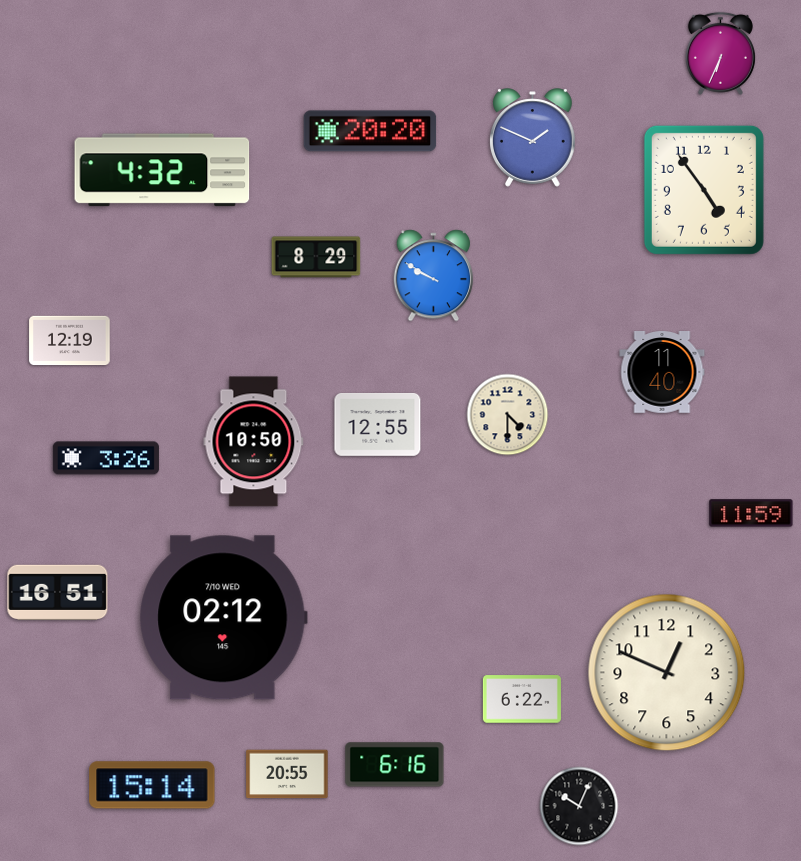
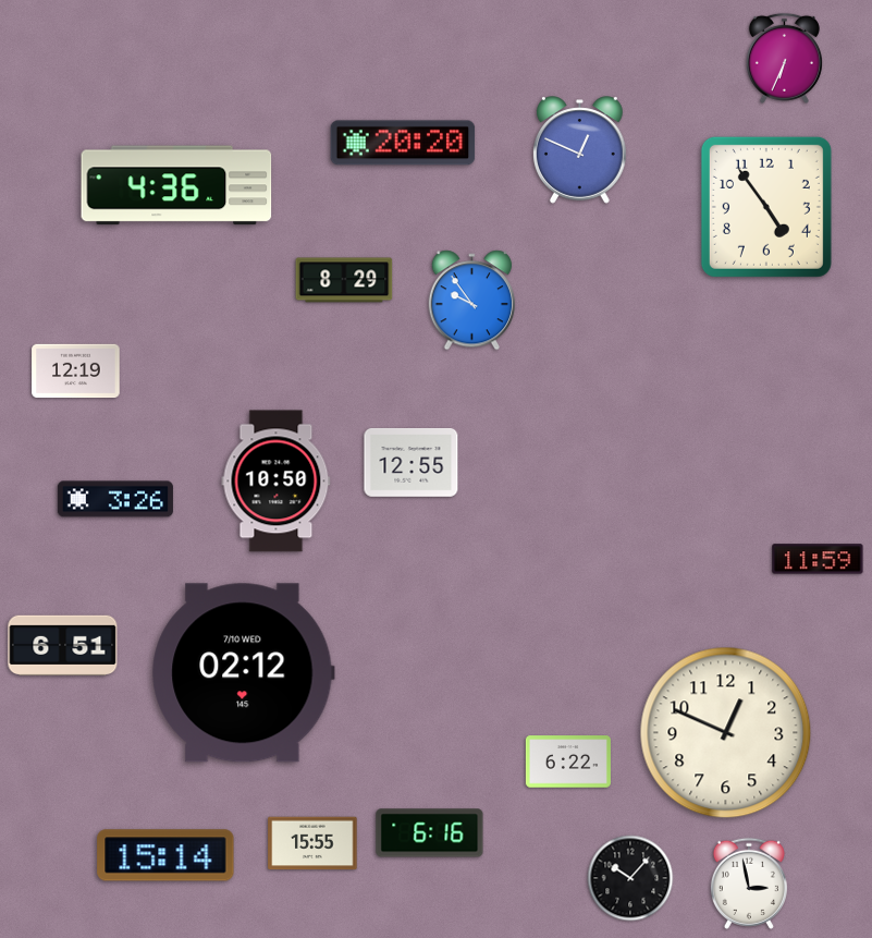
clock at (533, 138): 1:49 -> 12:49
clock at (162, 170): 4:32 -> 4:36
clock at (434, 276): 9:50 -> 9:54
clock at (662, 373): 11:40 -> none
clock at (508, 415): 4:30 -> none
clock at (58, 592): 16:51 -> 6:51
clock at (287, 774): 20:55 -> 15:55
clock at (579, 806): 10:04 -> 10:07
clock at (749, 884): none -> 2:58
